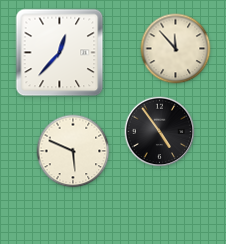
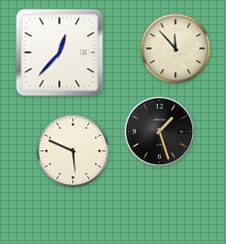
clock at (160, 132): 4:54 -> 1:27
